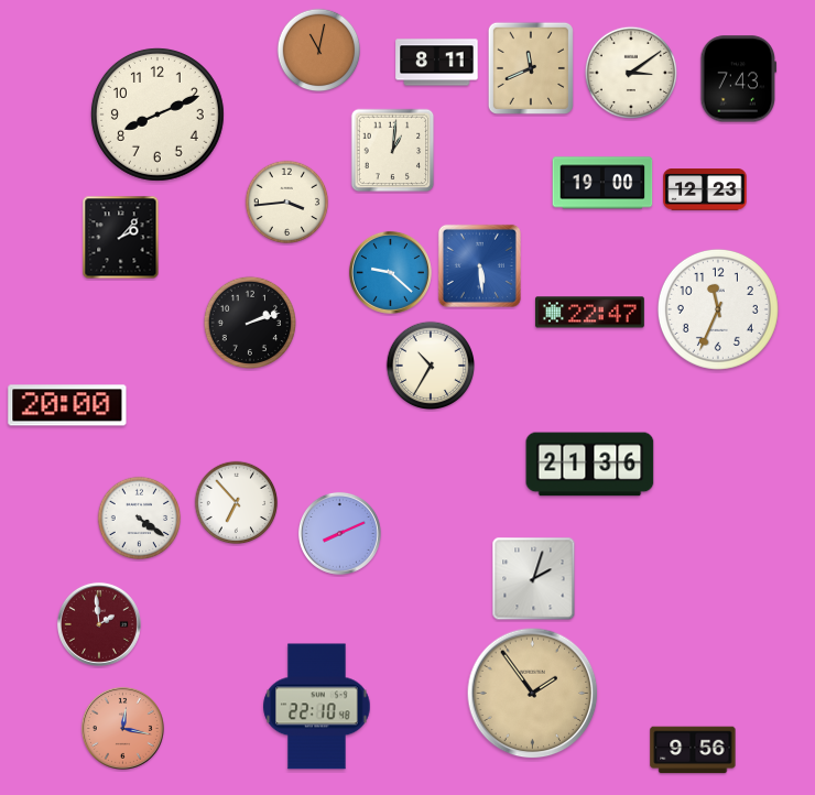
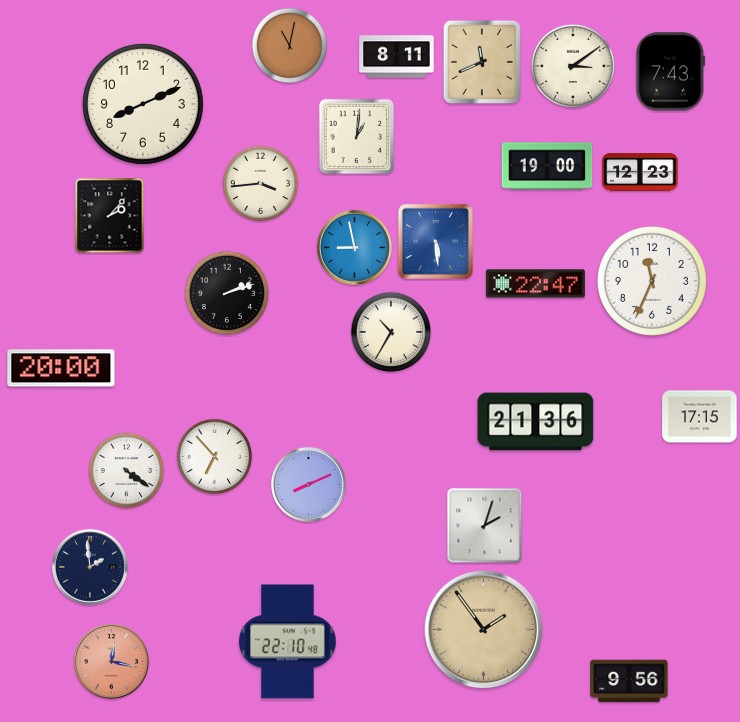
clock at (390, 272): 9:22 -> 8:58
clock at (700, 417): none -> 17:15
clock at (99, 624) dial: burgundy -> navy
